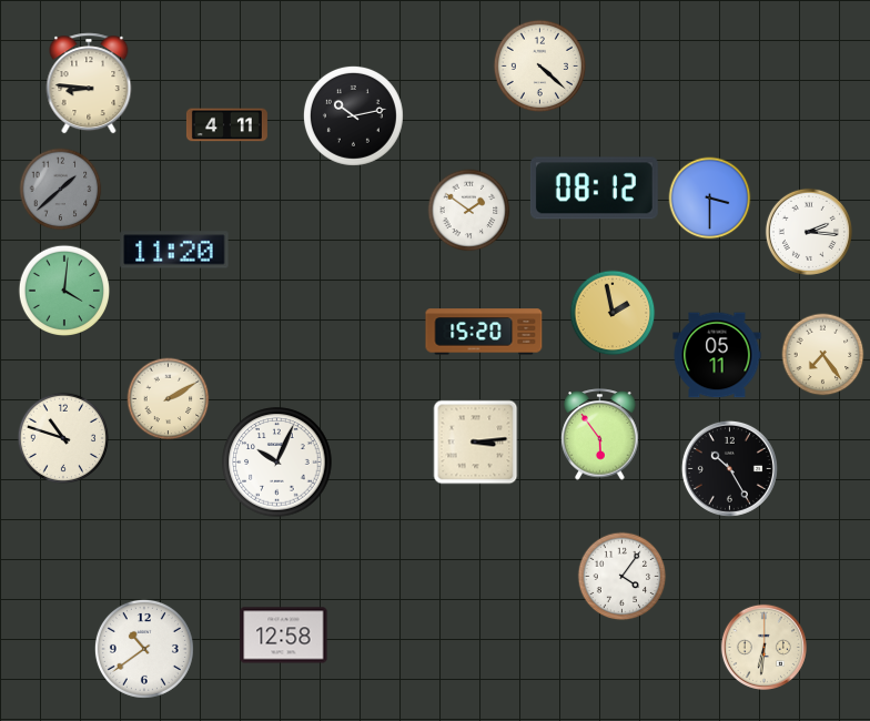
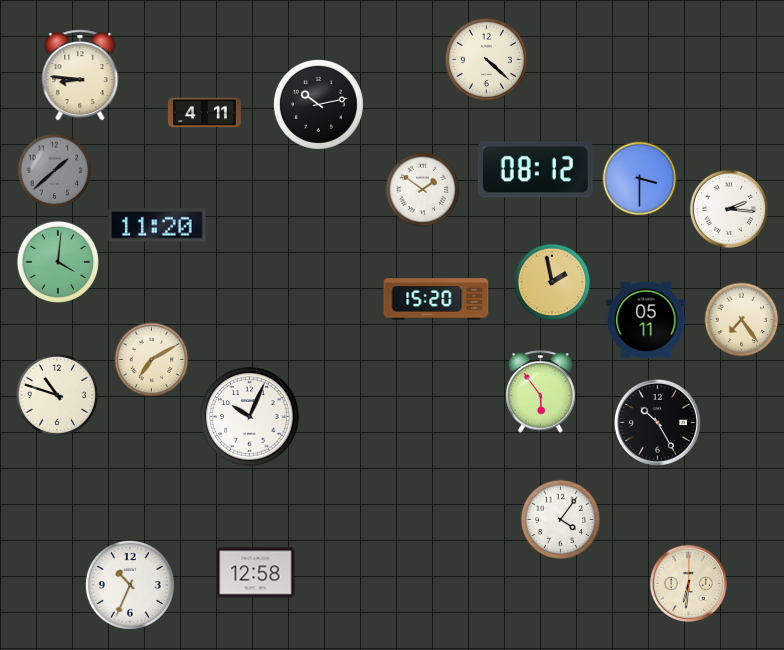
clock at (169, 399): 2:10 -> 7:10
clock at (476, 443): 3:14 -> none
clock at (144, 649): 10:39 -> 10:34
